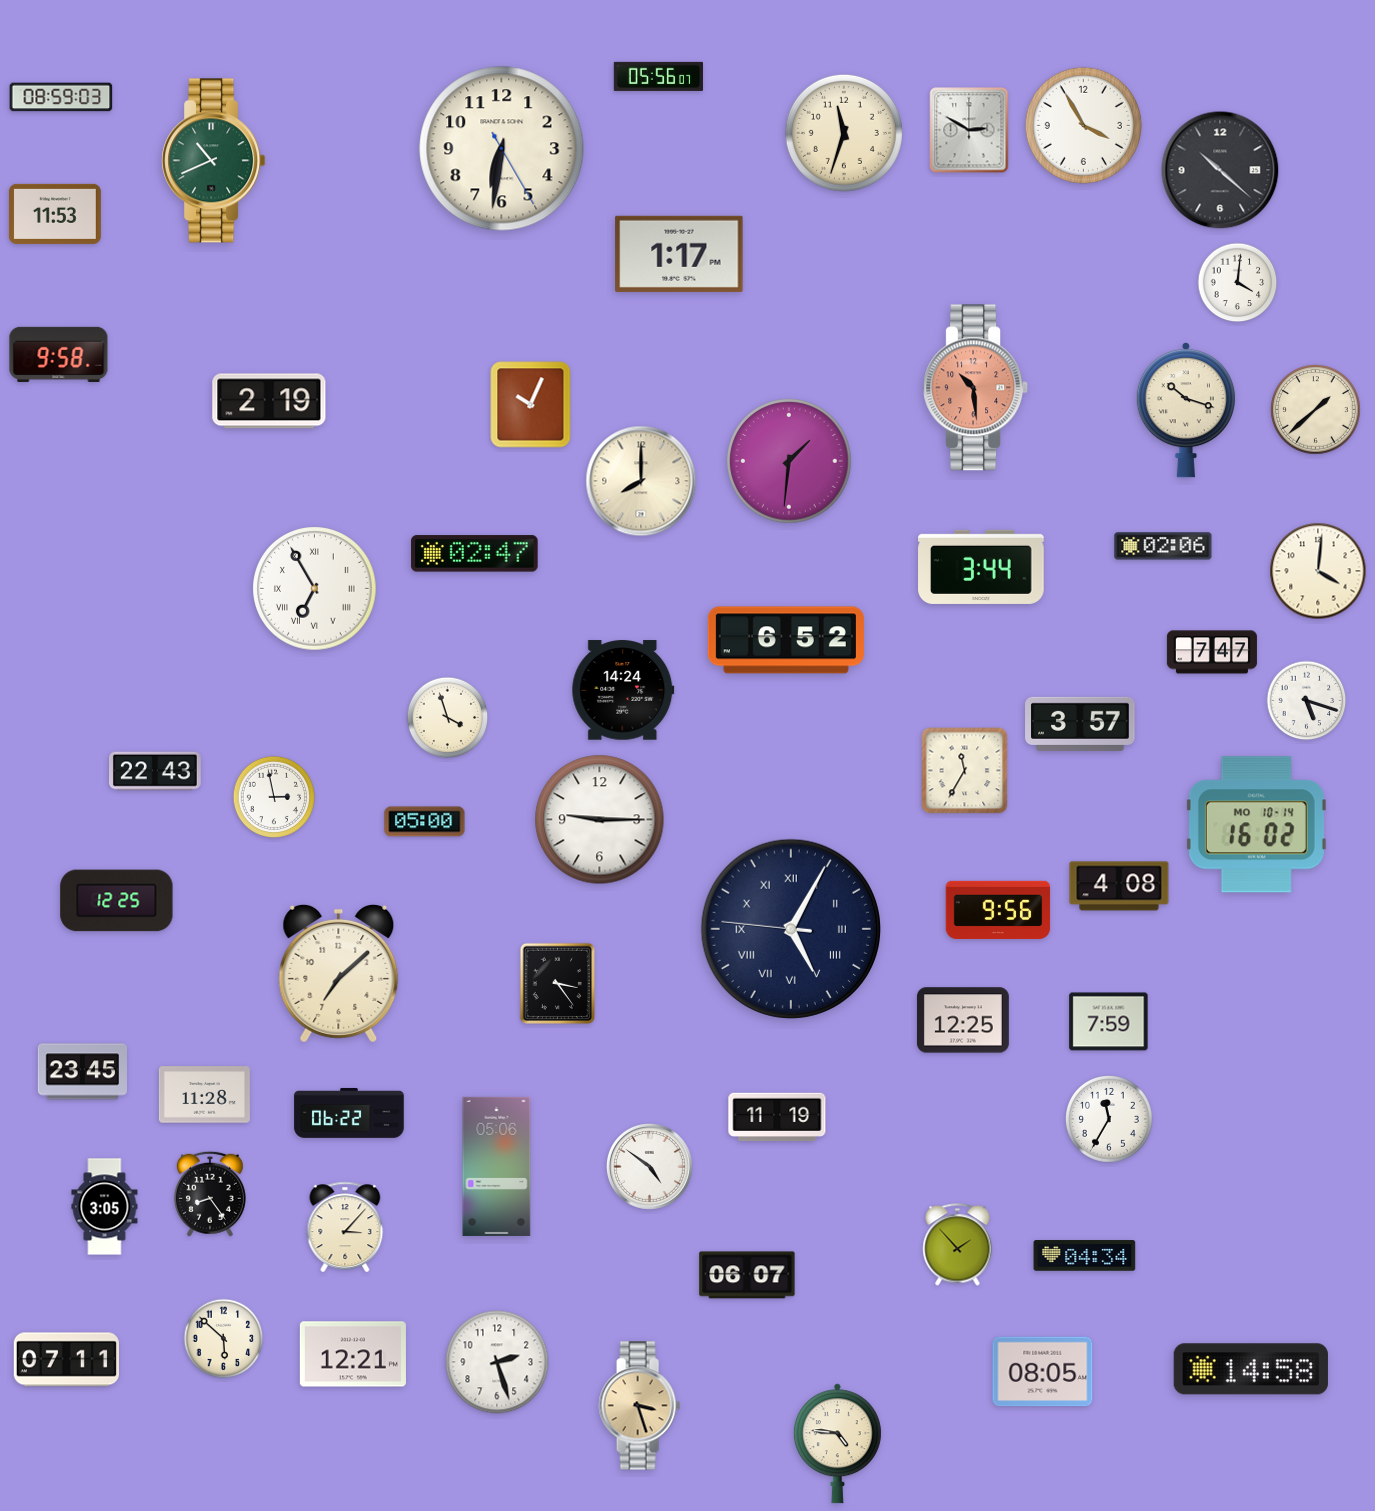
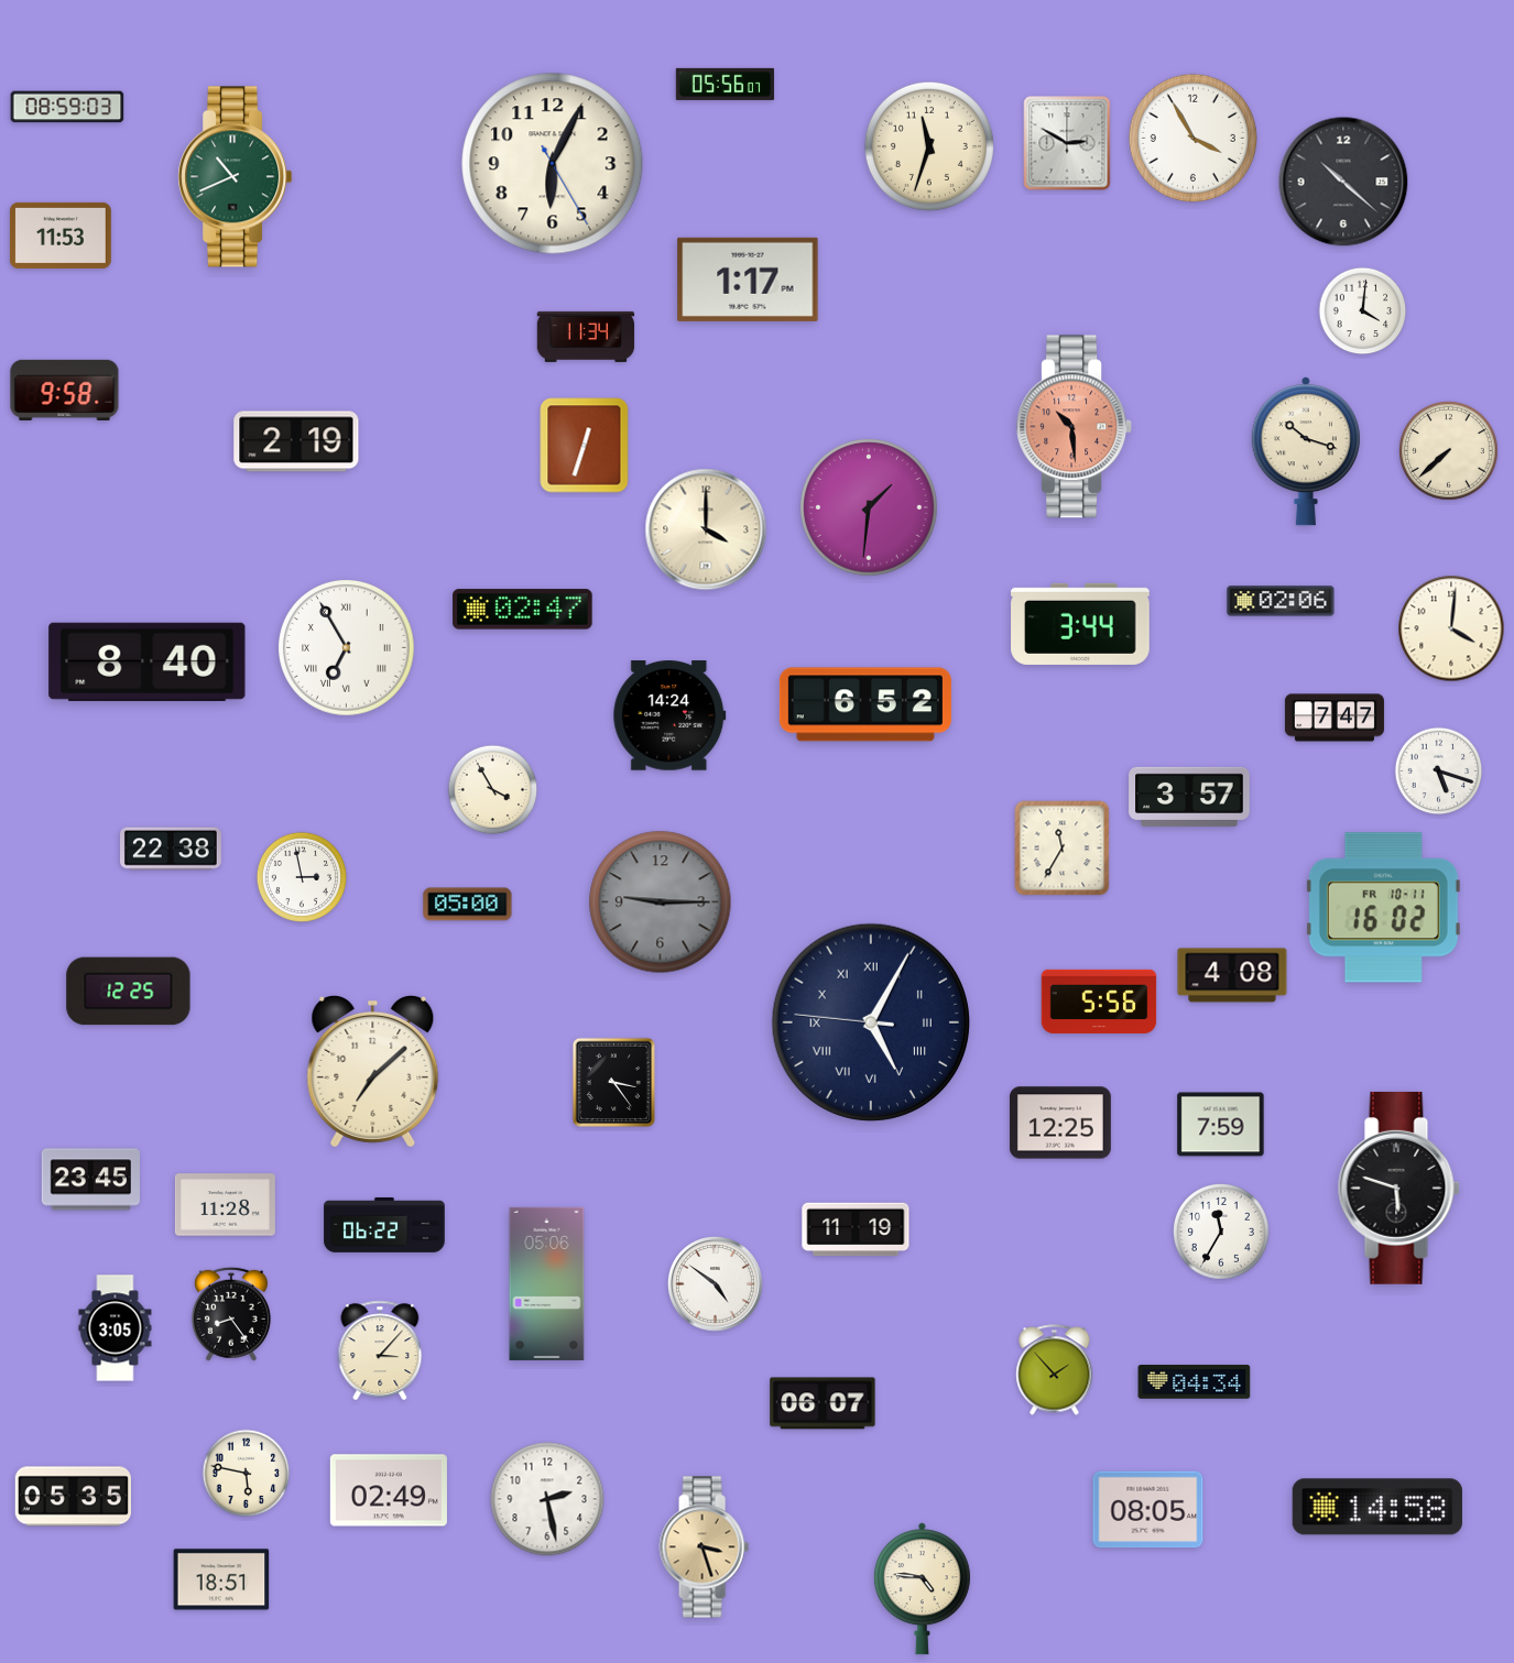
clock at (502, 149): 6:31 -> 6:04
clock at (1220, 170) position: (1220, 170) -> (1343, 182)
clock at (586, 337): none -> 11:34
clock at (531, 405): 10:04 -> 12:33
clock at (1316, 410): 1:38 -> 7:38
clock at (641, 481): 8:00 -> 4:00
clock at (148, 661): none -> 8:40
clock at (623, 690) position: (623, 690) -> (669, 715)
clock at (448, 718): 3:57 -> 3:55
clock at (156, 771): 22:43 -> 22:38
clock at (600, 820) dial: white -> grey
clock at (1256, 825) date: MO 10-14 -> FR 10-11
clock at (998, 910): 9:56 -> 5:56
clock at (1398, 1188): none -> 5:48
clock at (224, 1339): 5:52 -> 5:47
clock at (353, 1354): 12:21 -> 02:49
clock at (66, 1360): 07:11 -> 05:35
clock at (497, 1362): 2:27 -> 2:28
clock at (221, 1579): none -> 18:51
